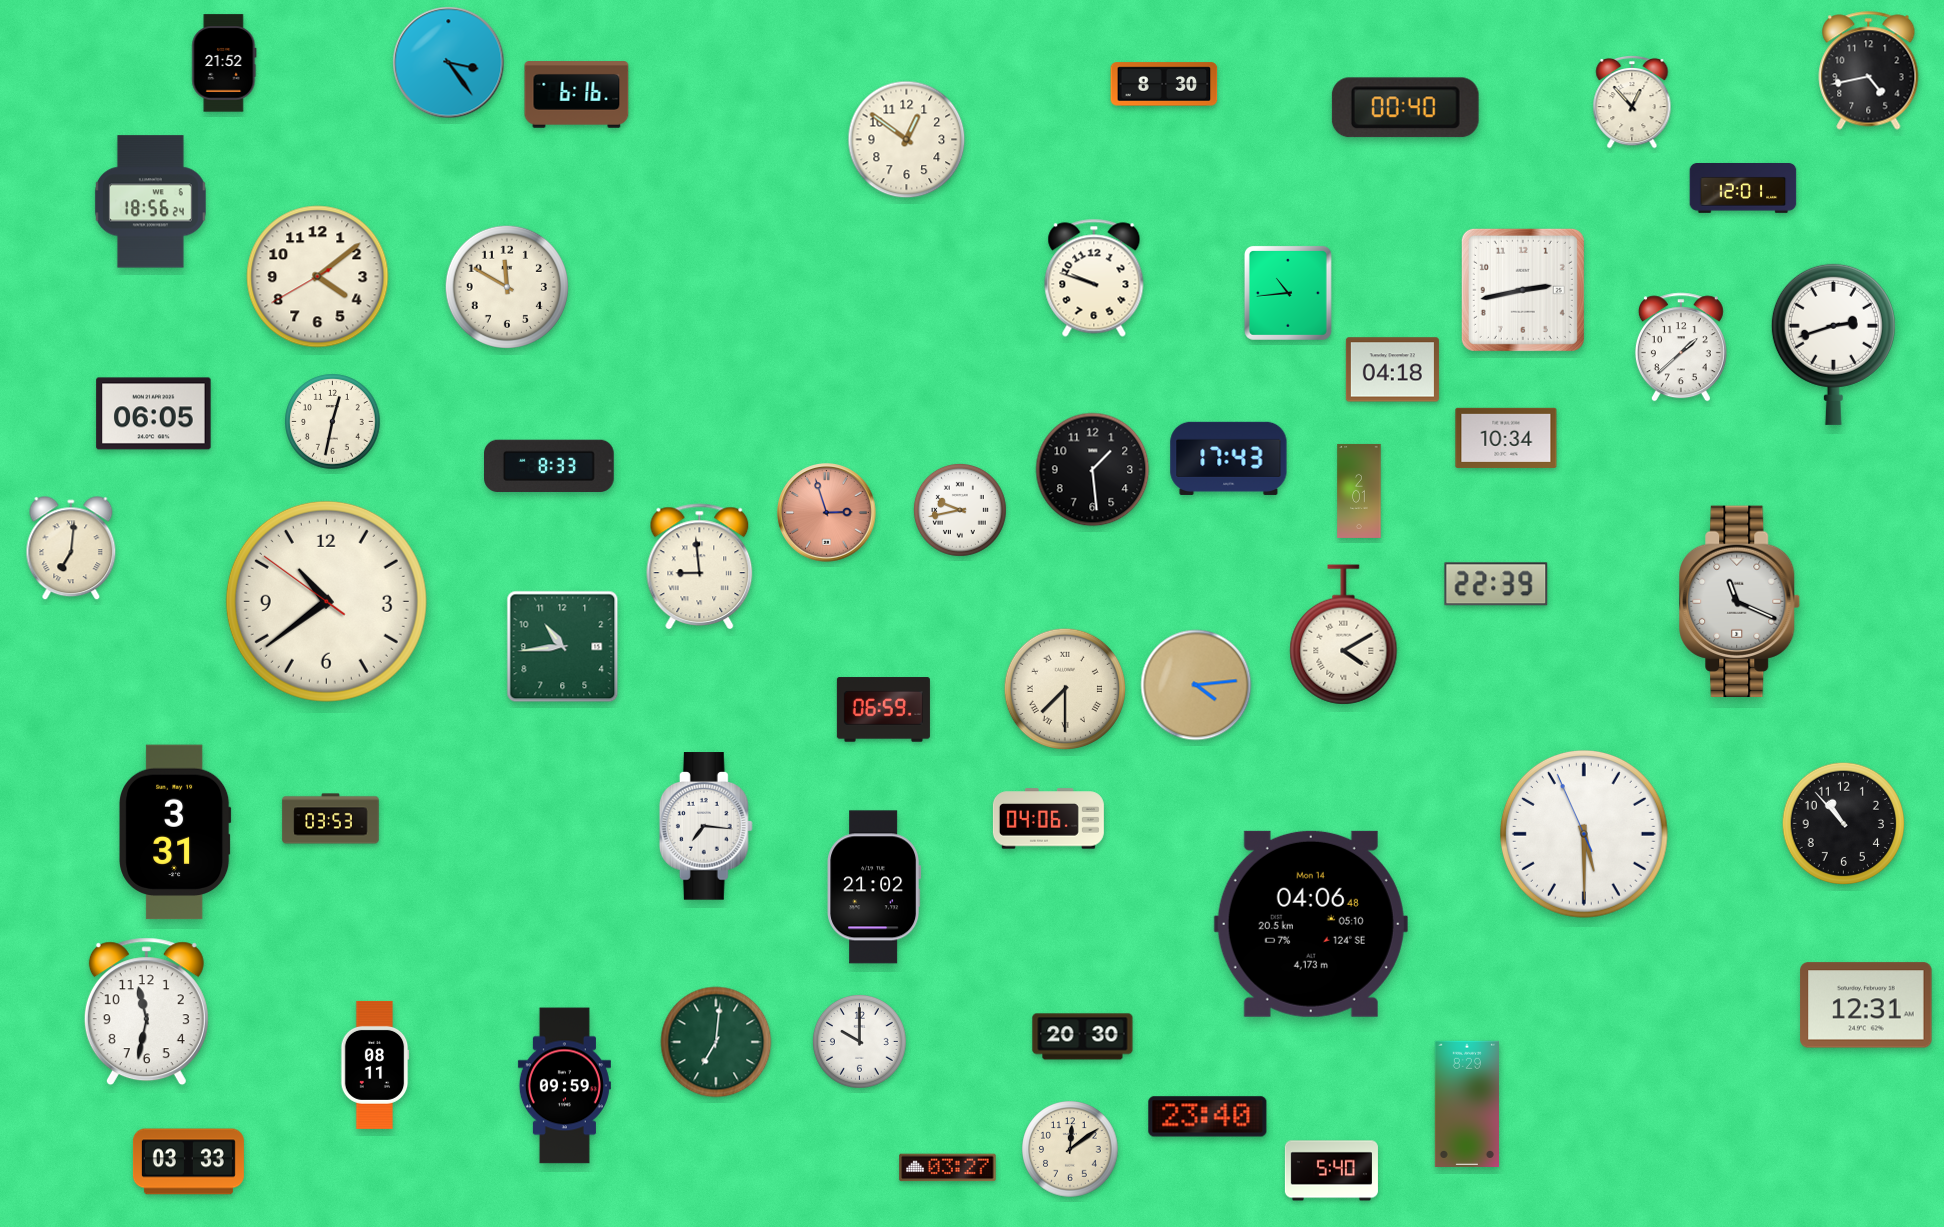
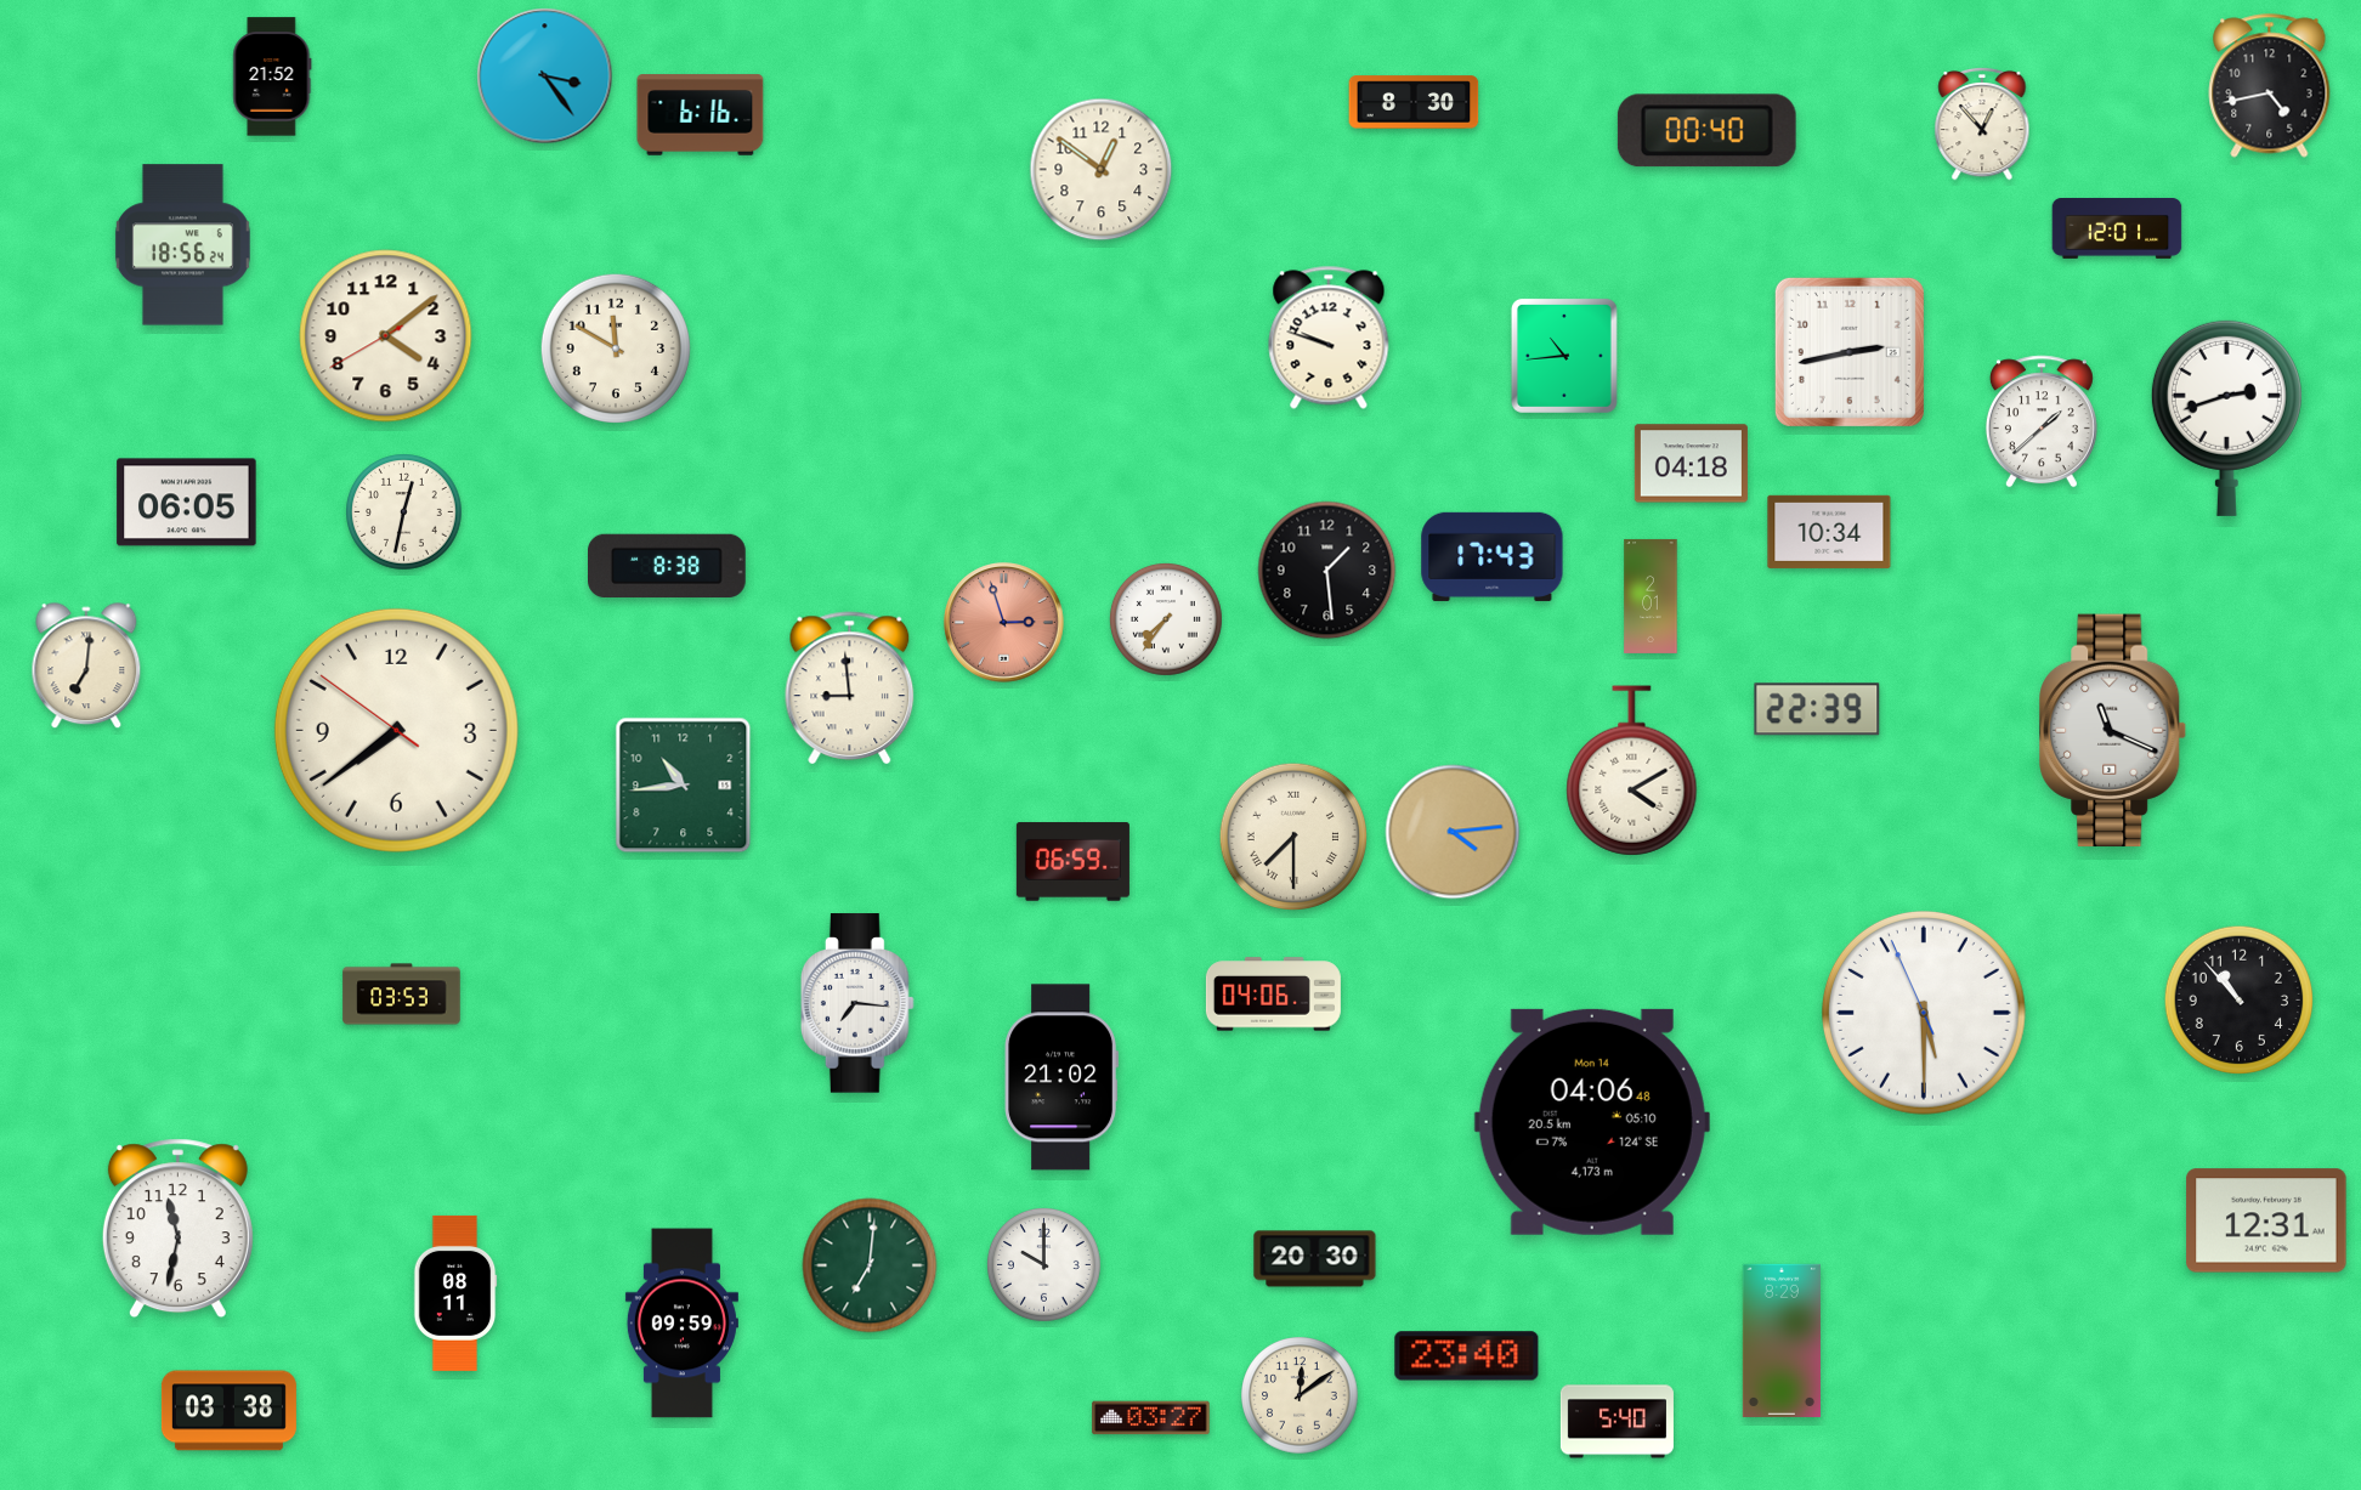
clock at (1392, 370) position: (1392, 370) -> (1691, 464)
clock at (550, 465): 8:33 -> 8:38
clock at (960, 510): 9:43 -> 7:36
clock at (326, 601): 10:38 -> 7:38
clock at (176, 832): 3:31 -> none
clock at (564, 1086) position: (564, 1086) -> (681, 1324)
clock at (188, 1162): 03:33 -> 03:38
